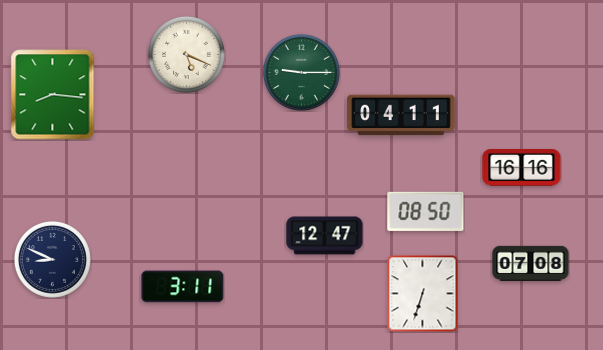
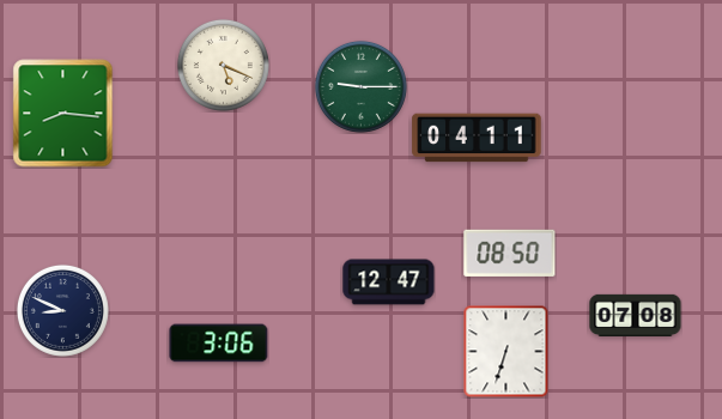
clock at (401, 115) position: (401, 115) -> (477, 138)
clock at (522, 168): 16:16 -> none
clock at (183, 287): 3:11 -> 3:06
